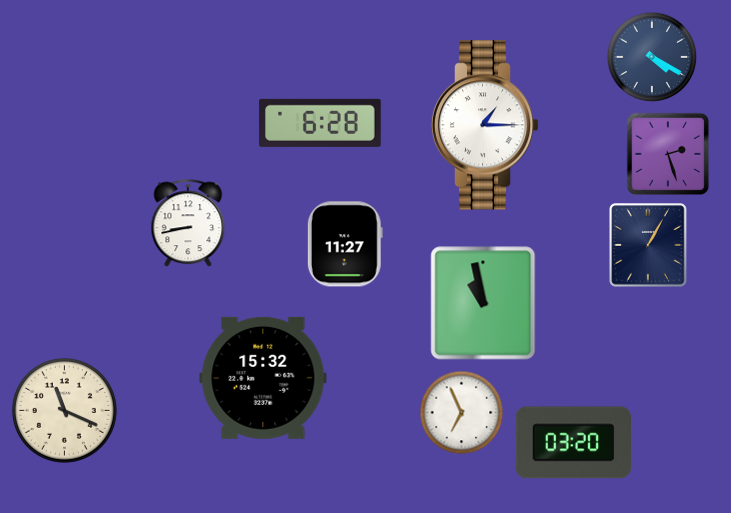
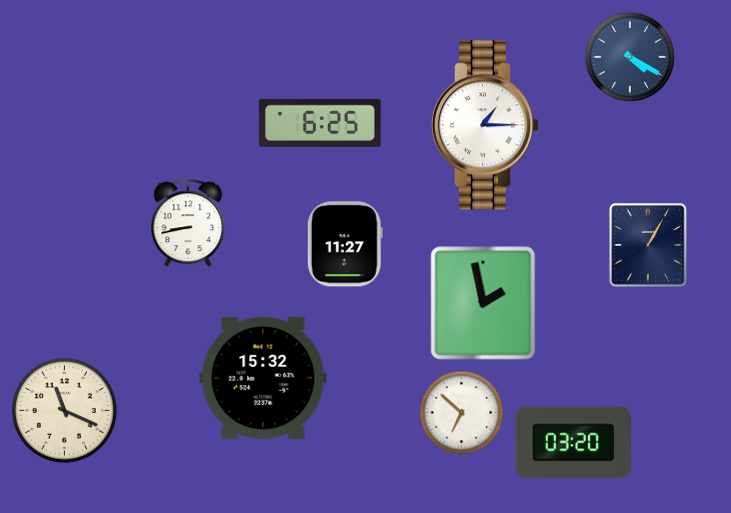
clock at (652, 57) position: (652, 57) -> (630, 57)
clock at (321, 123): 6:28 -> 6:25
clock at (668, 154): 2:27 -> none
clock at (483, 303): 10:58 -> 1:58
clock at (462, 413): 6:56 -> 6:52
